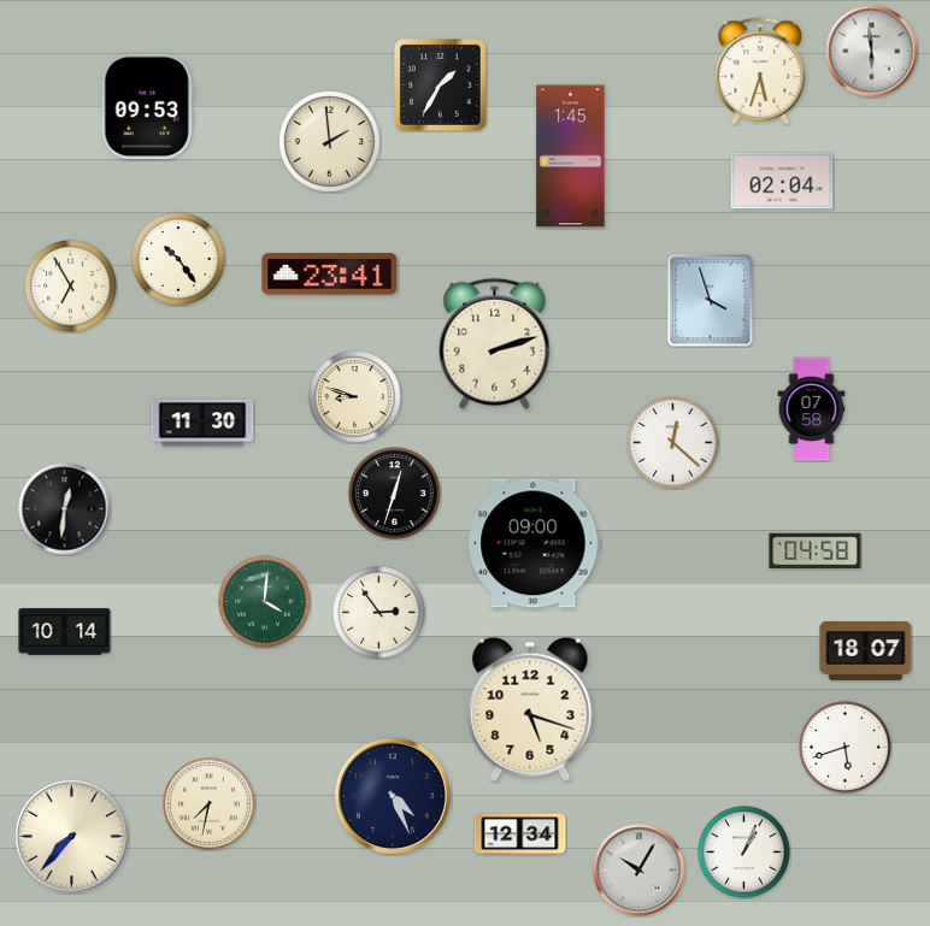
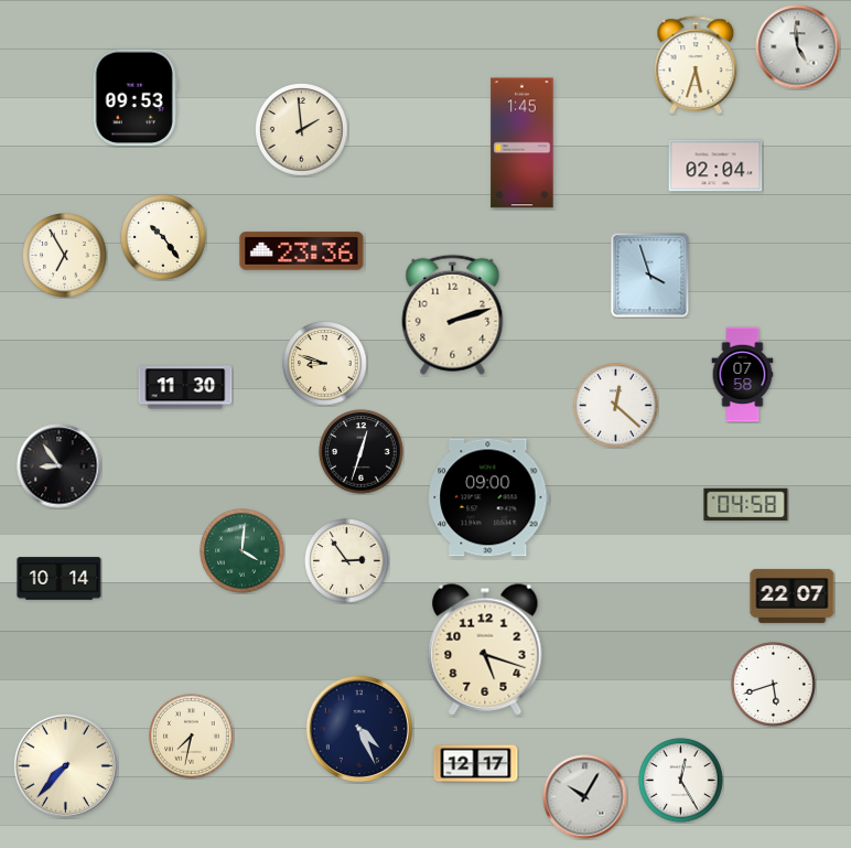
clock at (872, 52): 5:59 -> 4:59
clock at (440, 84): 1:35 -> none
clock at (330, 275): 23:41 -> 23:36
clock at (71, 287) position: (71, 287) -> (65, 256)
clock at (65, 509): 12:31 -> 8:54
clock at (866, 650): 18:07 -> 22:07
clock at (520, 834): 12:34 -> 12:17
clock at (744, 853): 1:04 -> 12:25
